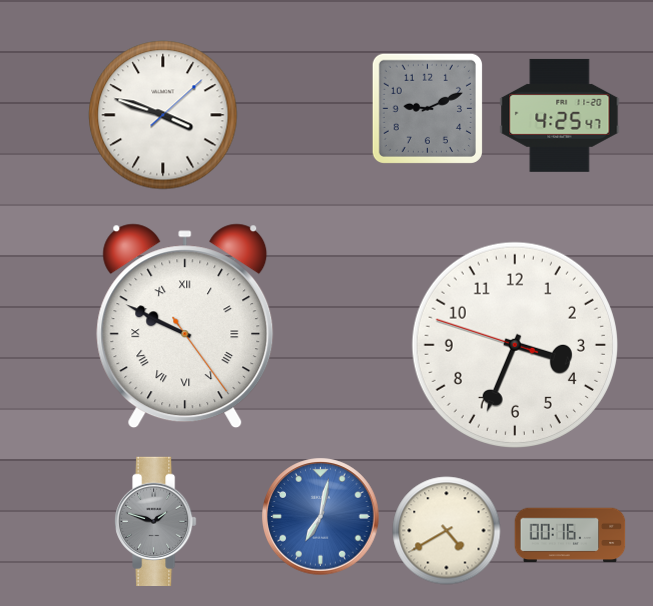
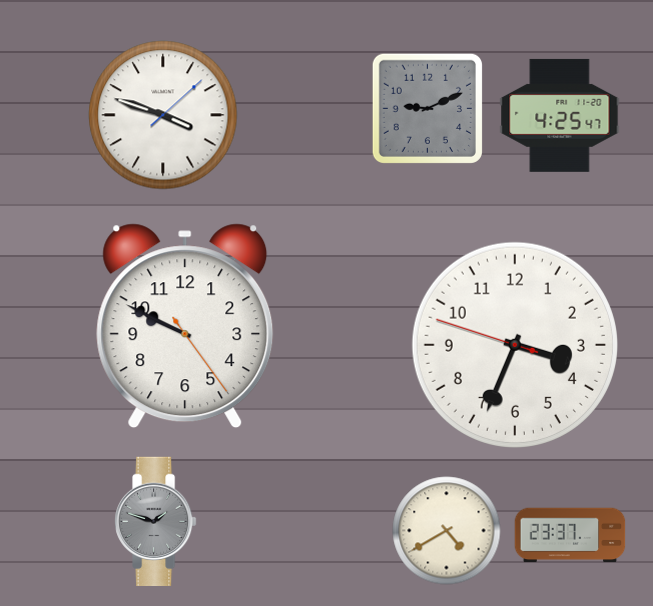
clock at (185, 326) numerals: Roman -> Arabic
clock at (321, 517): 7:02 -> none
clock at (570, 535): 00:16 -> 23:37
